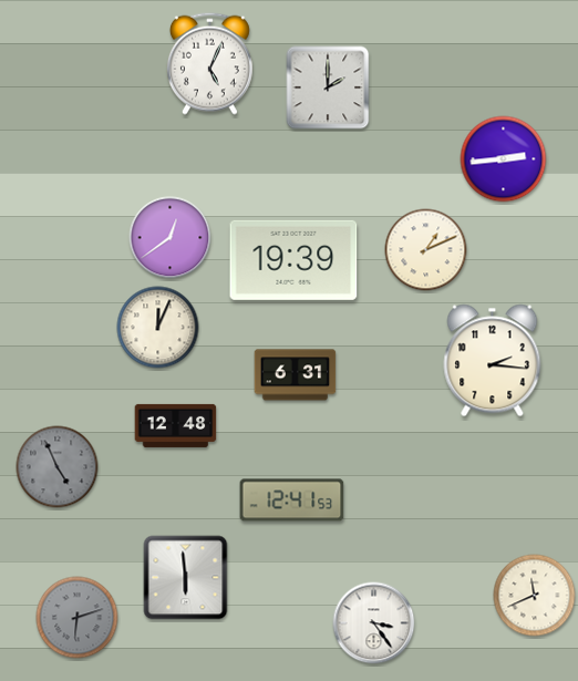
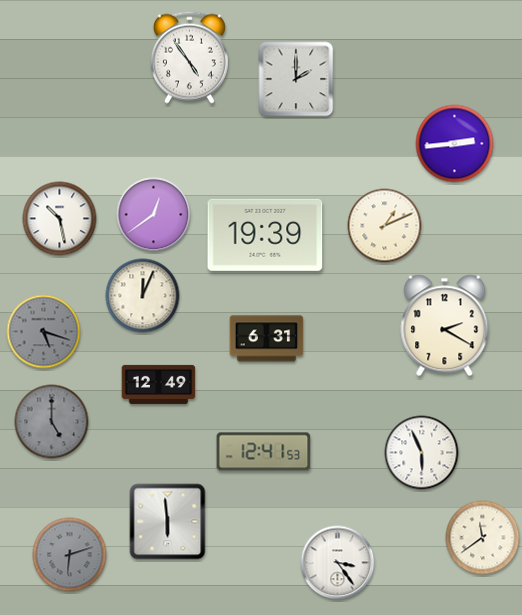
clock at (209, 63): 5:04 -> 4:54
clock at (60, 219): none -> 10:28
clock at (493, 361): 2:16 -> 2:20
clock at (44, 332): none -> 5:18
clock at (176, 425): 12:48 -> 12:49
clock at (58, 467): 4:56 -> 5:00
clock at (422, 453): none -> 5:56
clock at (535, 596): 11:41 -> 11:39
clock at (78, 618) position: (78, 618) -> (70, 555)
